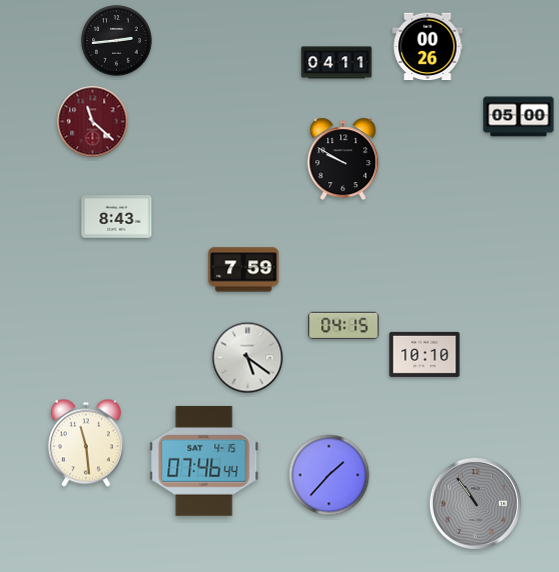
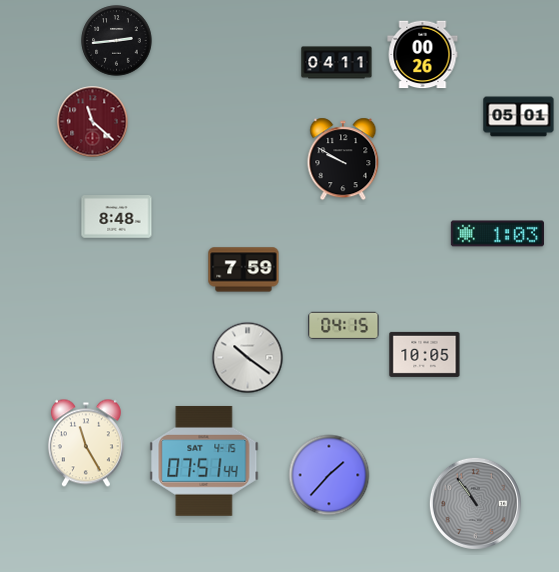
clock at (428, 47) position: (428, 47) -> (423, 55)
clock at (519, 117): 05:00 -> 05:01
clock at (117, 217): 8:43 -> 8:48
clock at (497, 234): none -> 1:03
clock at (425, 354): 10:10 -> 10:05
clock at (248, 358): 5:21 -> 10:21
clock at (86, 443): 11:29 -> 11:25
clock at (204, 461): 07:46 -> 07:51
